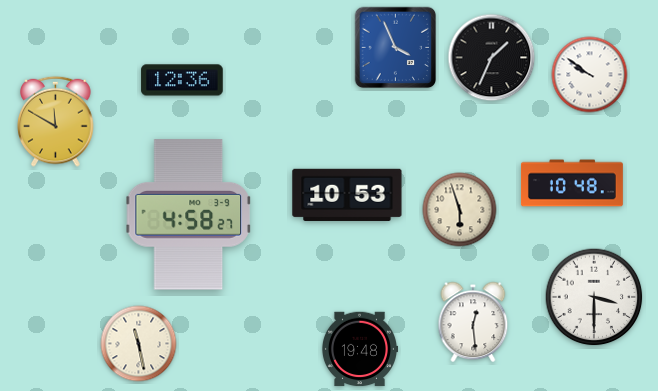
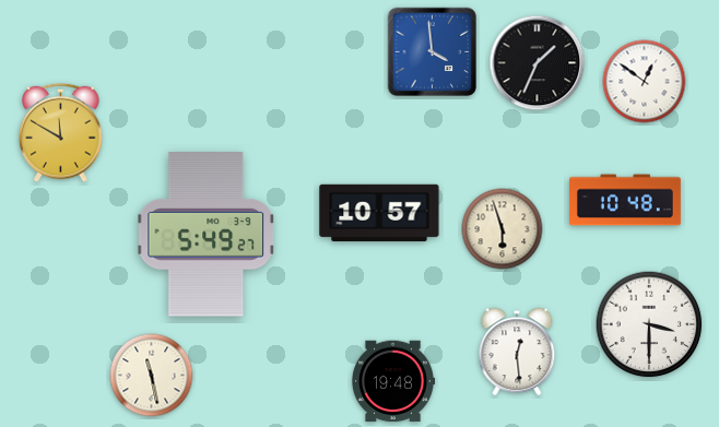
clock at (396, 48): 3:56 -> 3:59
clock at (590, 75): 9:51 -> 12:51
clock at (182, 80): 12:36 -> none
clock at (347, 195): 10:53 -> 10:57
clock at (189, 215): 4:58 -> 5:49
